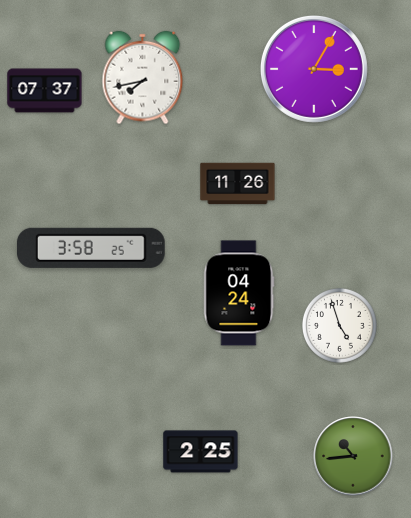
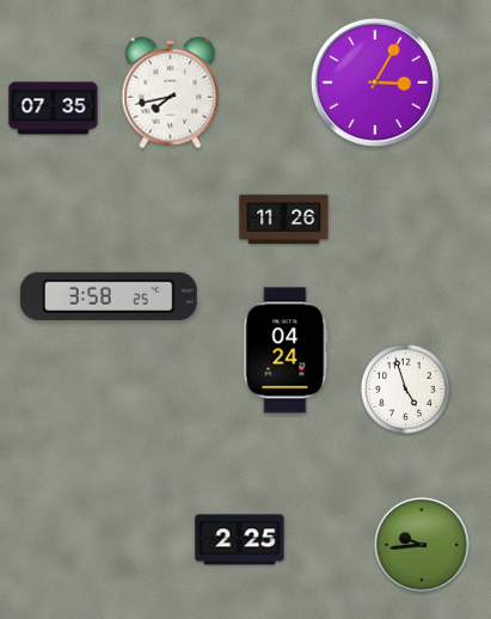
clock at (45, 91): 07:37 -> 07:35
clock at (353, 456): 10:44 -> 9:44
